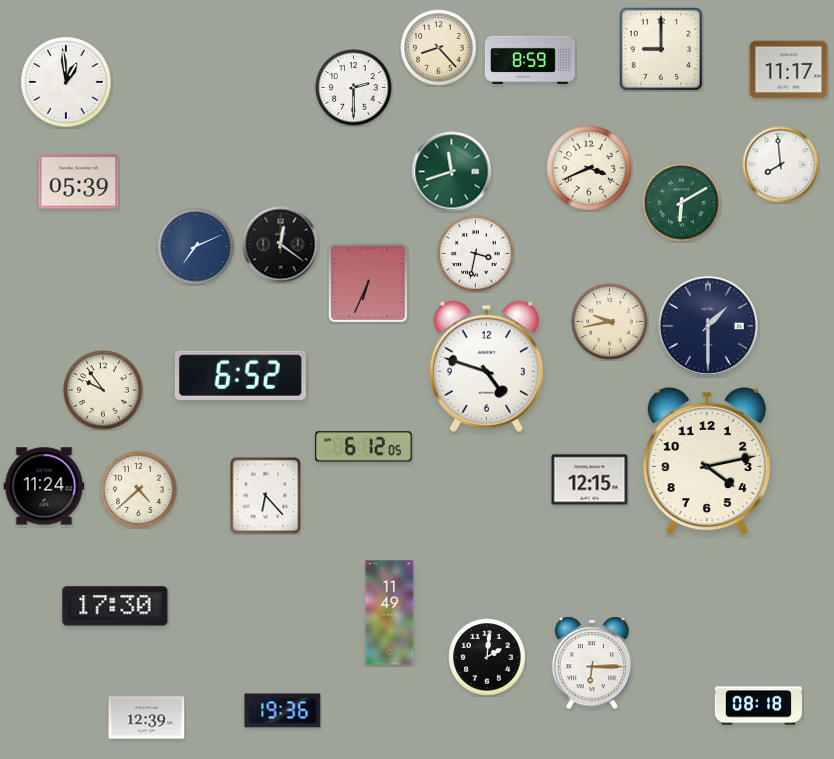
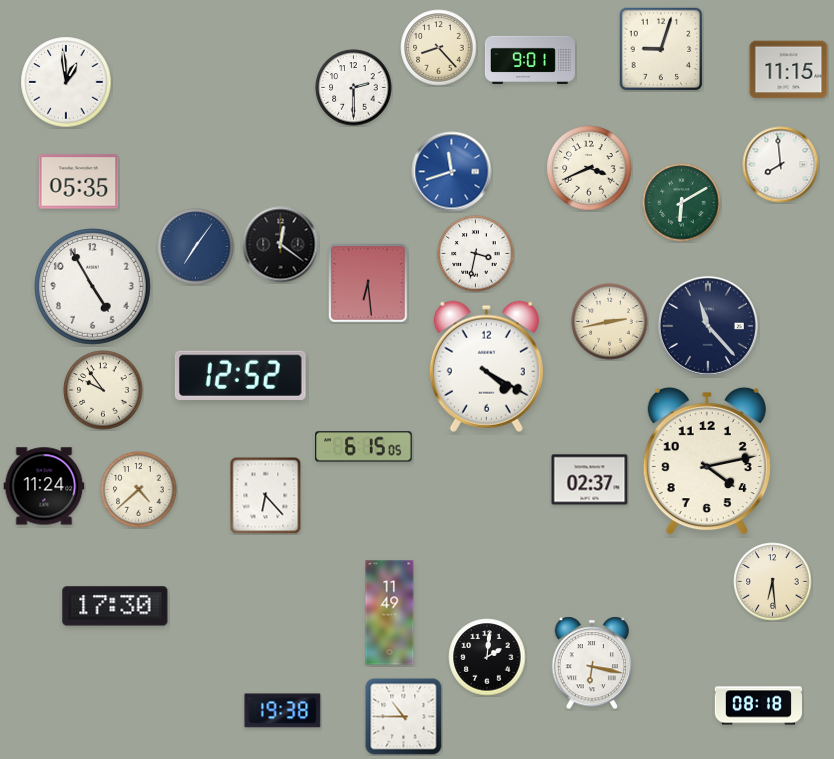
clock at (661, 49): 9:00 -> 9:03
clock at (530, 60): 8:59 -> 9:01
clock at (789, 70): 11:17 -> 11:15
clock at (452, 172) dial: green -> blue
clock at (79, 182): 05:39 -> 05:35
clock at (196, 247): 7:11 -> 7:06
clock at (368, 283): 6:34 -> 6:29
clock at (93, 287): none -> 4:55
clock at (610, 322): 9:43 -> 2:43
clock at (708, 326): 1:30 -> 11:23
clock at (486, 366): 4:48 -> 4:20
clock at (240, 375): 6:52 -> 12:52
clock at (364, 447): 6:12 -> 6:15
clock at (590, 480): 12:15 -> 02:37
clock at (773, 582): none -> 6:29
clock at (591, 663): 6:15 -> 6:17
clock at (283, 711): 19:36 -> 19:38
clock at (404, 717): none -> 10:45
clock at (147, 718): 12:39 -> none
